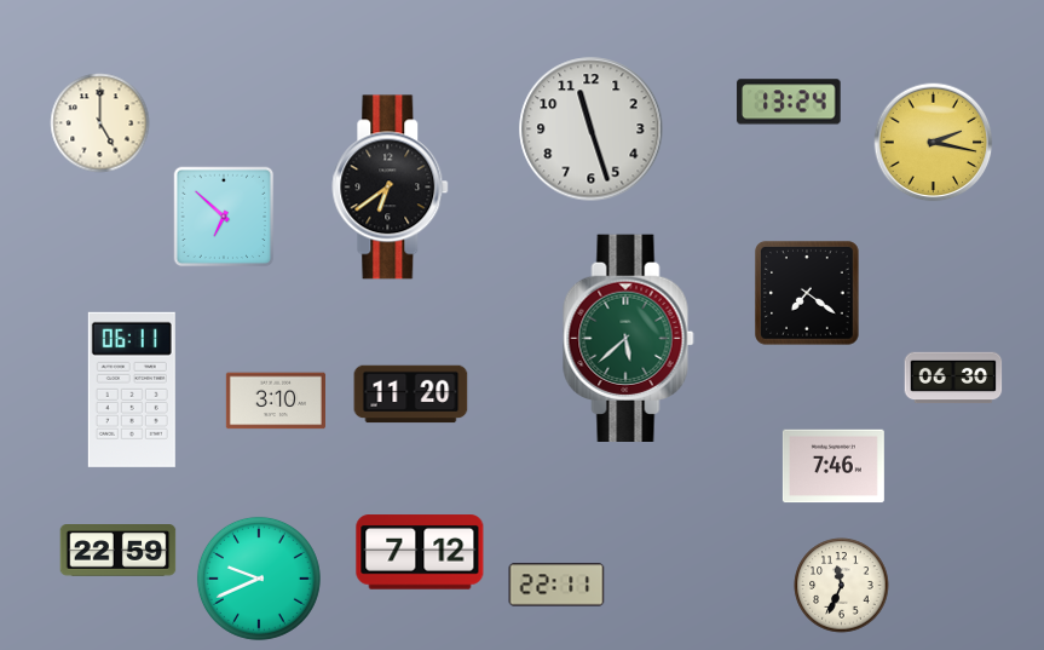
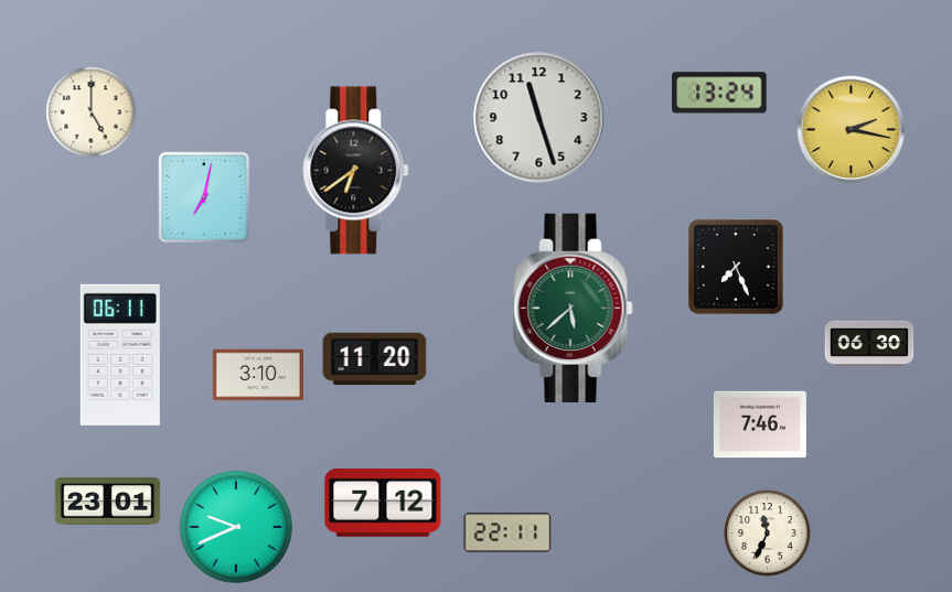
clock at (224, 217): 6:52 -> 7:02
clock at (807, 293): 7:21 -> 7:26
clock at (276, 401) position: (276, 401) -> (258, 375)
clock at (119, 551): 22:59 -> 23:01
